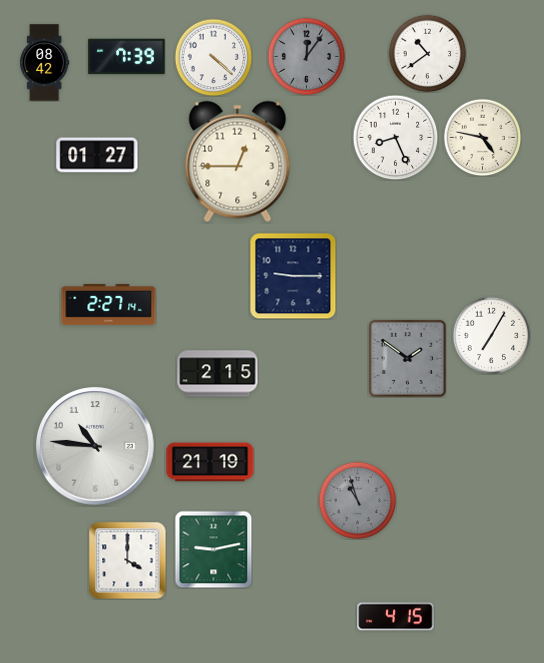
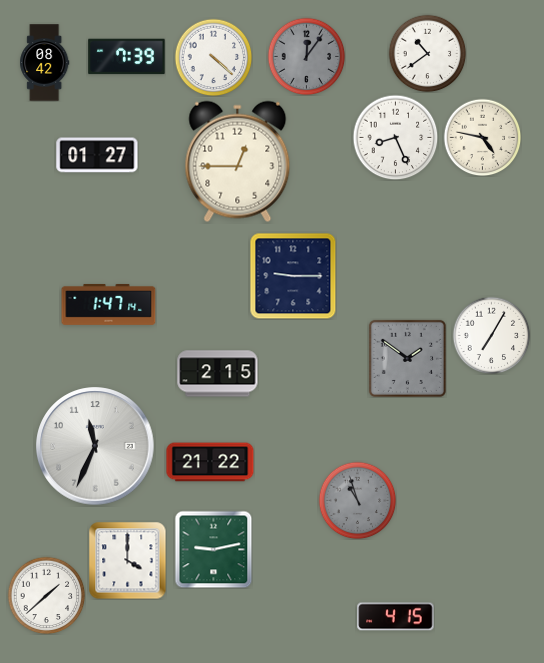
clock at (109, 305): 2:27 -> 1:47
clock at (95, 446): 10:46 -> 11:34
clock at (210, 462): 21:19 -> 21:22
clock at (46, 595): none -> 1:38
